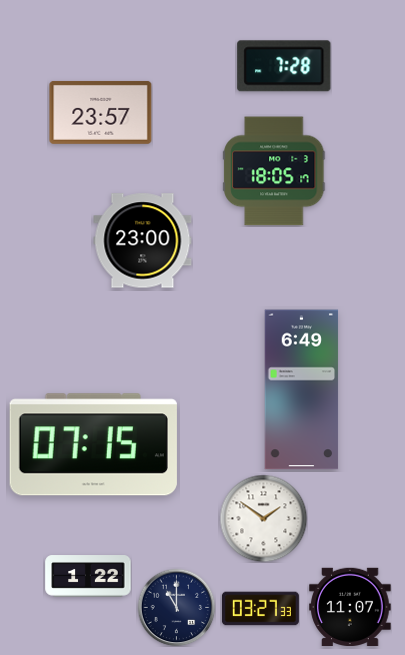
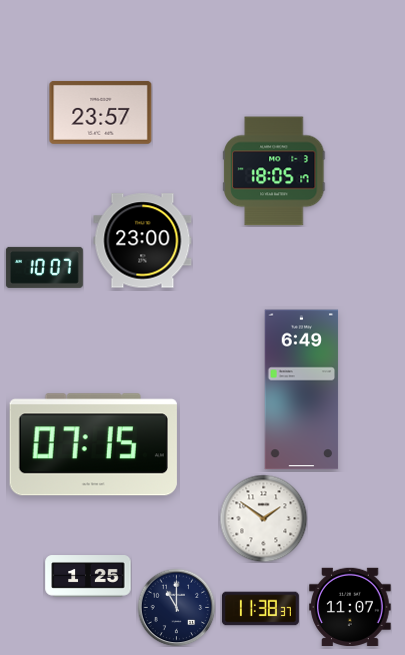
clock at (284, 66): 7:28 -> none
clock at (44, 267): none -> 10:07
clock at (88, 576): 1:22 -> 1:25
clock at (260, 609): 03:27 -> 11:38
